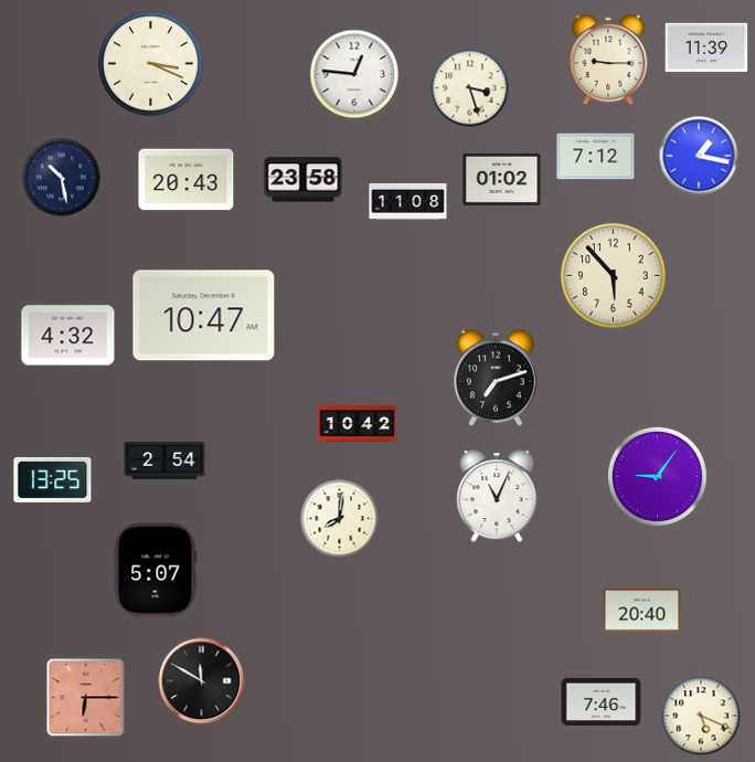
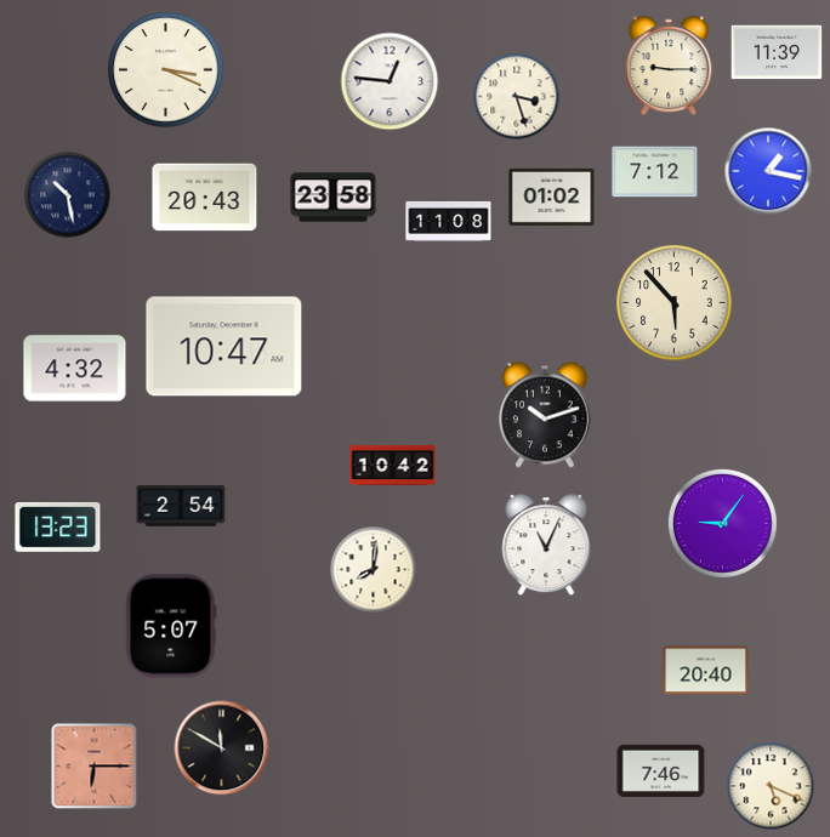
clock at (496, 378): 7:12 -> 10:12
clock at (53, 480): 13:25 -> 13:23
